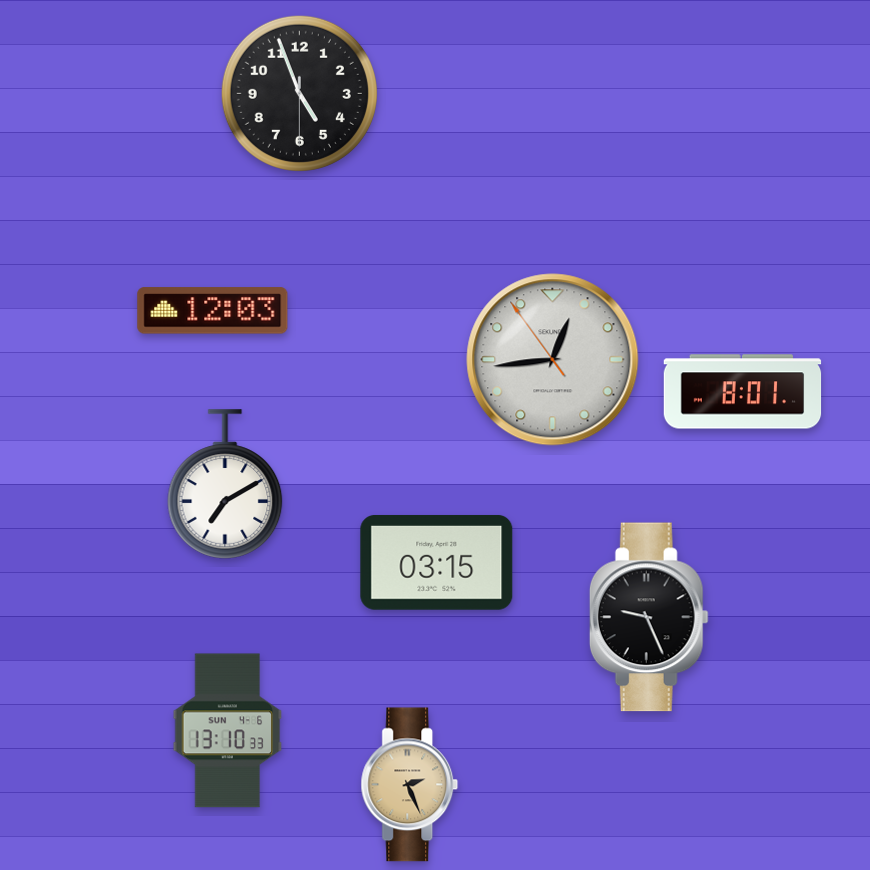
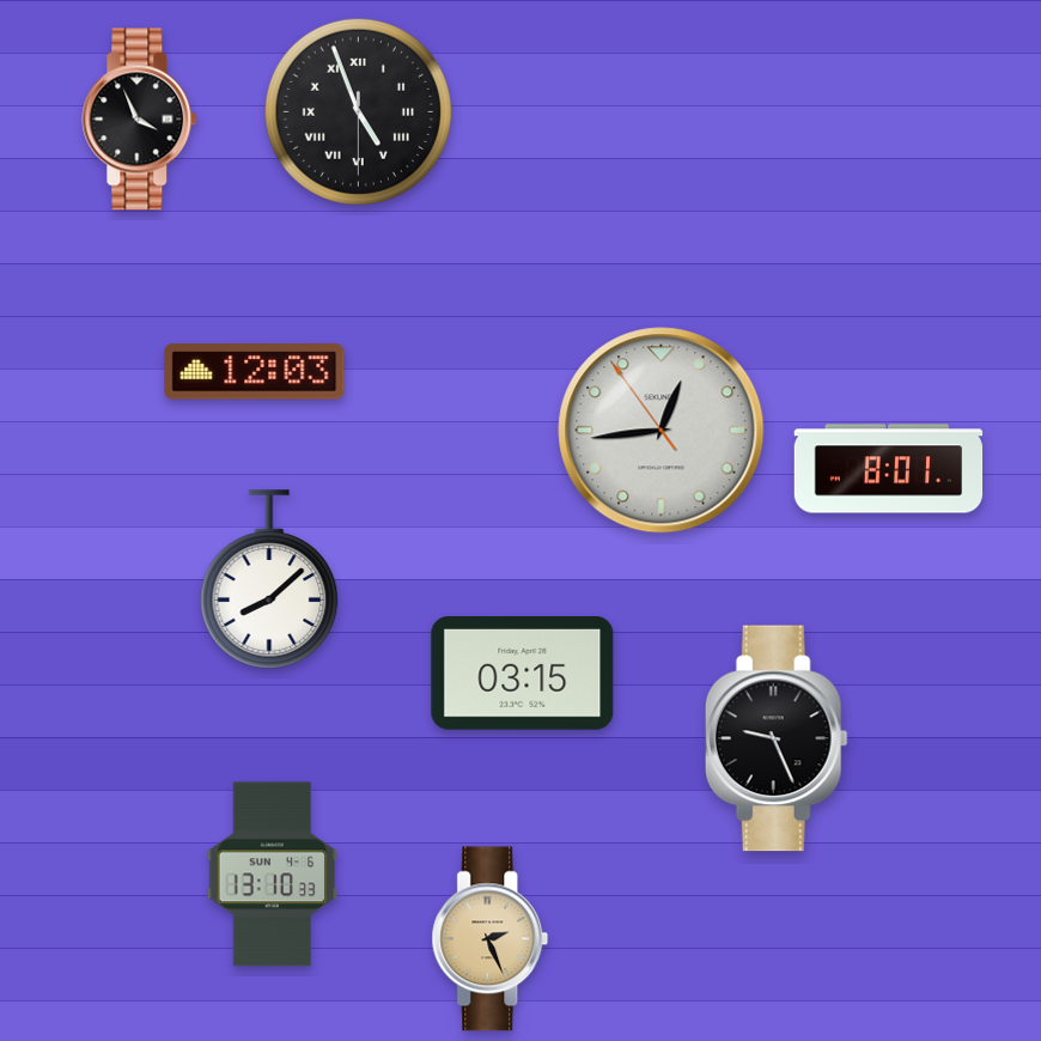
clock at (299, 93) numerals: Arabic -> Roman
clock at (140, 120): none -> 3:56
clock at (225, 484): 7:10 -> 8:08
